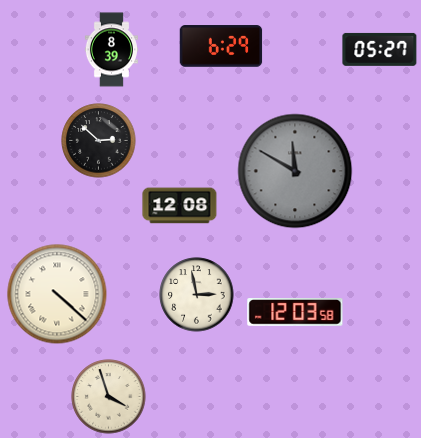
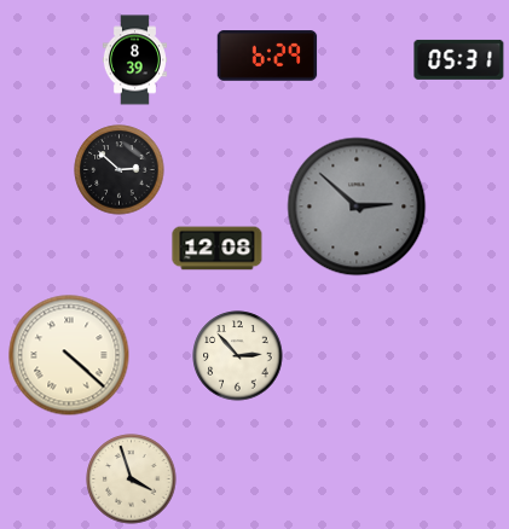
clock at (380, 49): 05:27 -> 05:31
clock at (295, 171): 11:50 -> 2:52
clock at (197, 295): 2:58 -> 2:53
clock at (295, 312): 12:03 -> none
